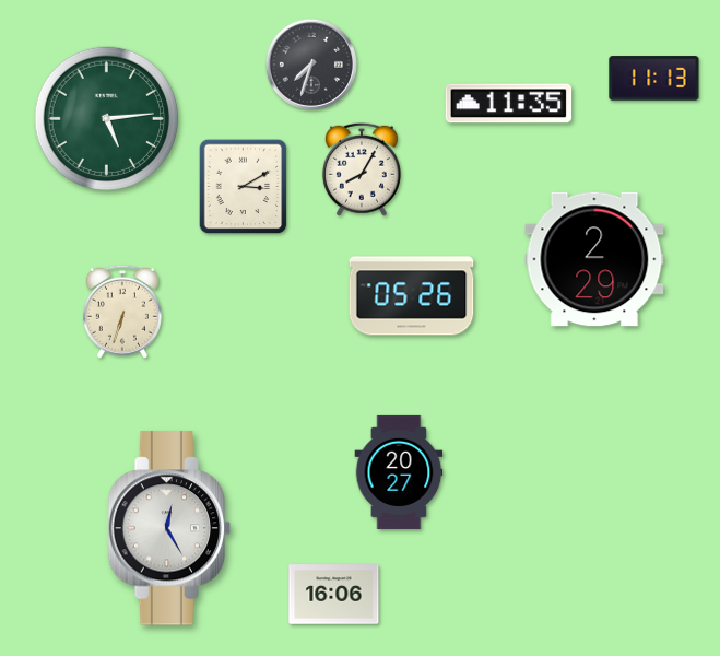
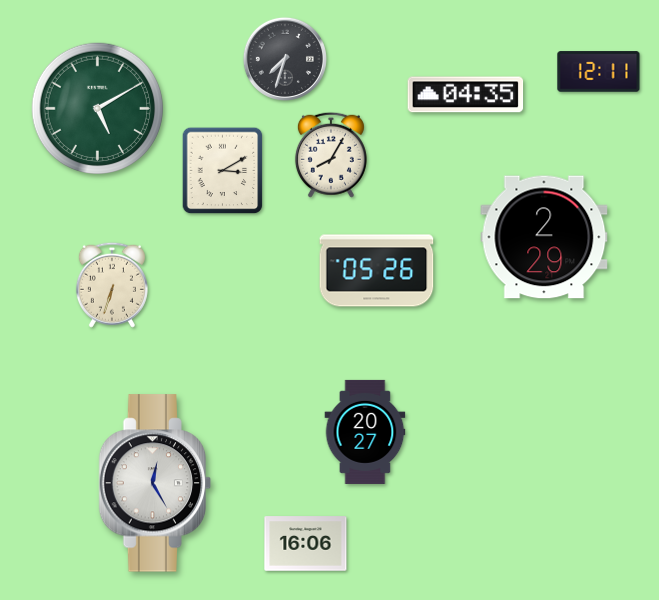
clock at (654, 79): 11:13 -> 12:11
clock at (509, 104): 11:35 -> 04:35
clock at (106, 118): 5:14 -> 5:10
